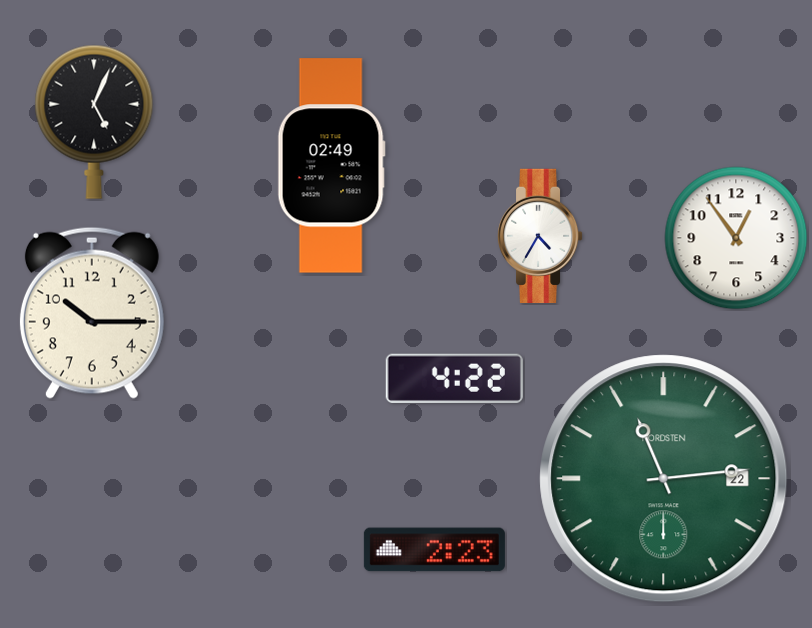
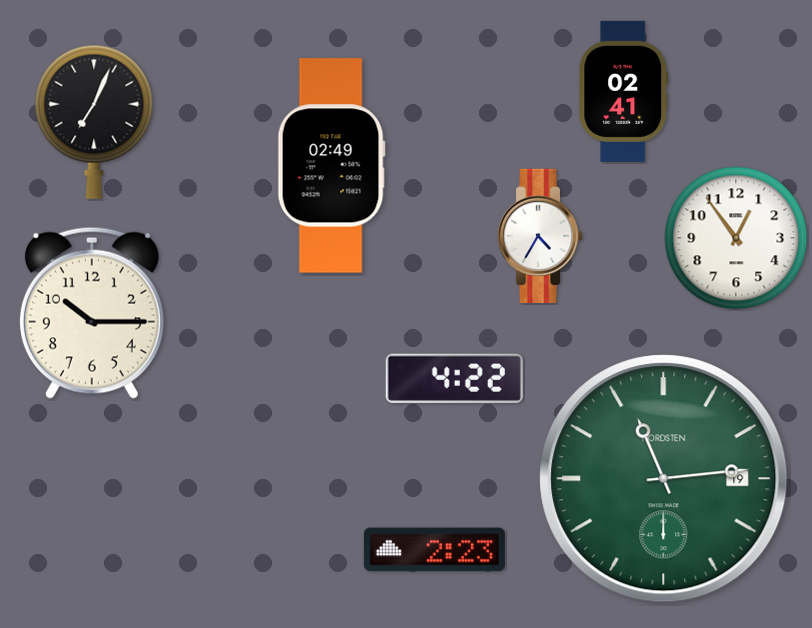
clock at (624, 91): none -> 02:41
clock at (94, 122): 5:04 -> 7:04
clock at (664, 479) date: 22 -> 19
